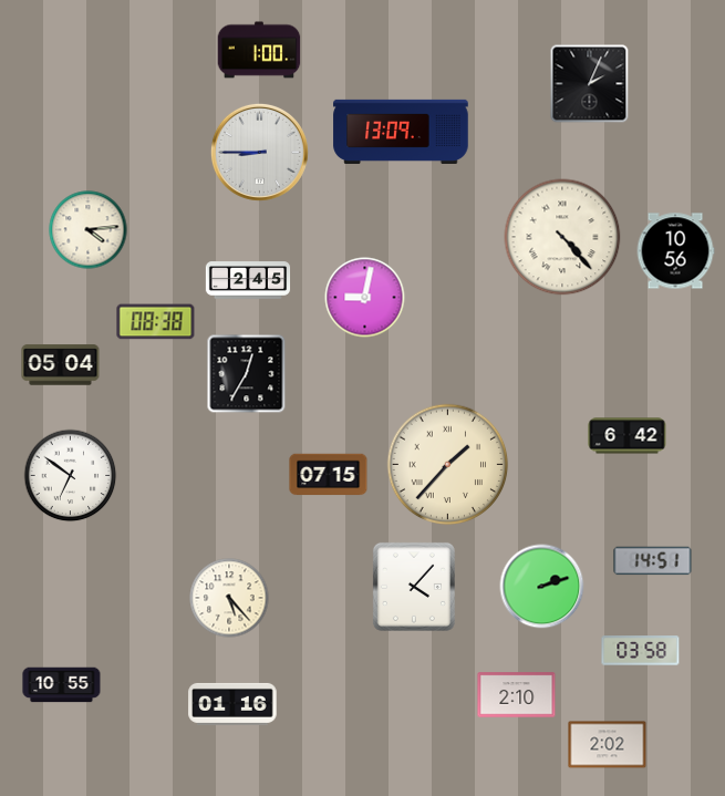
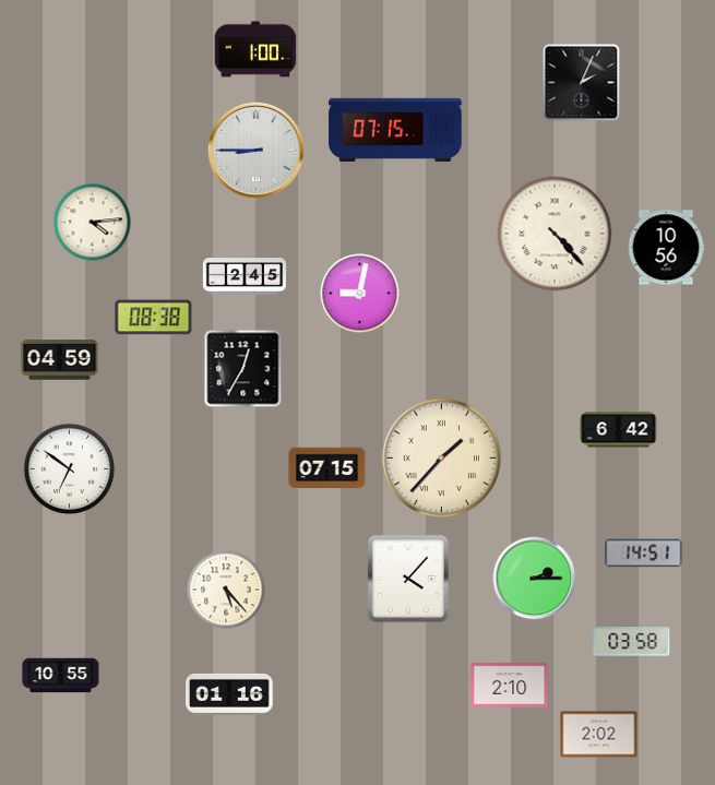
clock at (401, 132): 13:09 -> 07:15
clock at (89, 230) position: (89, 230) -> (93, 223)
clock at (61, 365): 05:04 -> 04:59
clock at (329, 475) position: (329, 475) -> (327, 468)
clock at (542, 587): 2:12 -> 2:15
